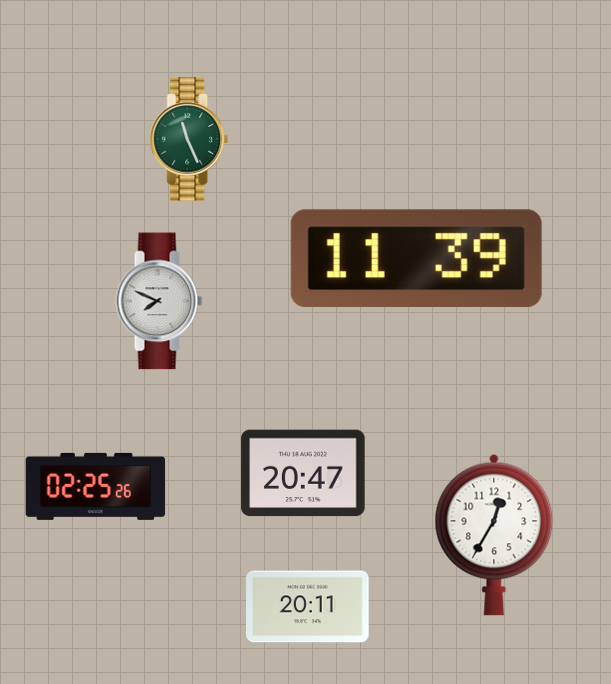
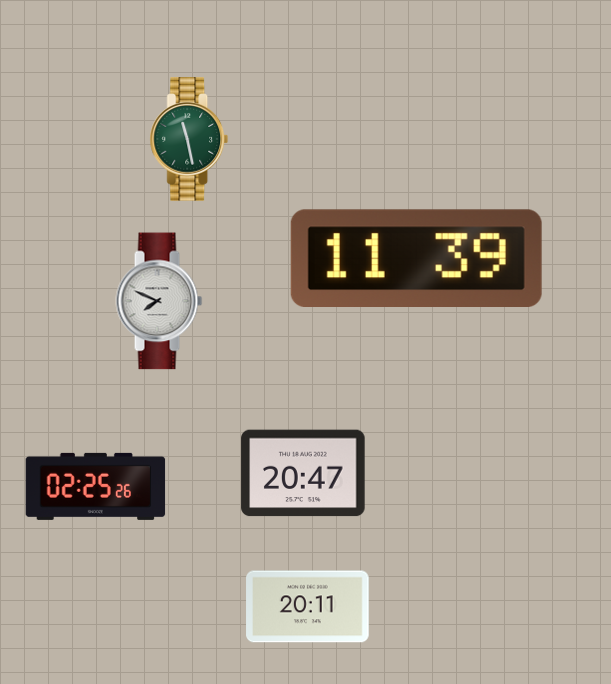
clock at (189, 139): 11:26 -> 11:28
clock at (494, 535): 12:35 -> none
